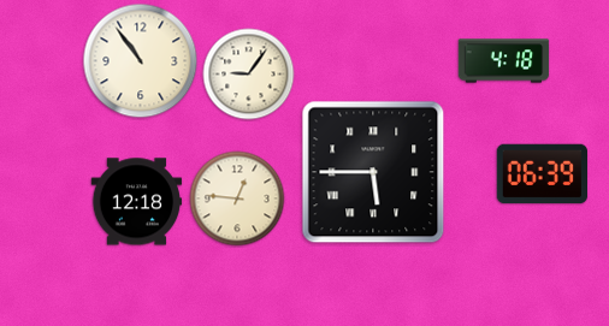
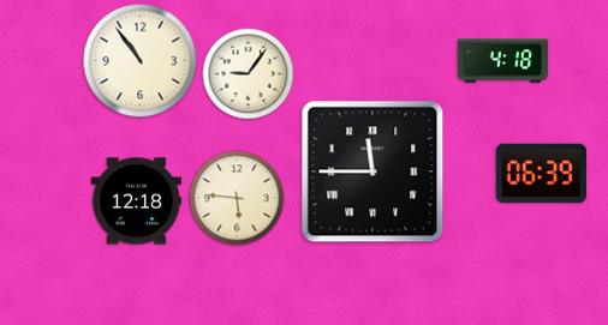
clock at (373, 172): 5:45 -> 11:45
clock at (237, 198): 12:46 -> 5:46
